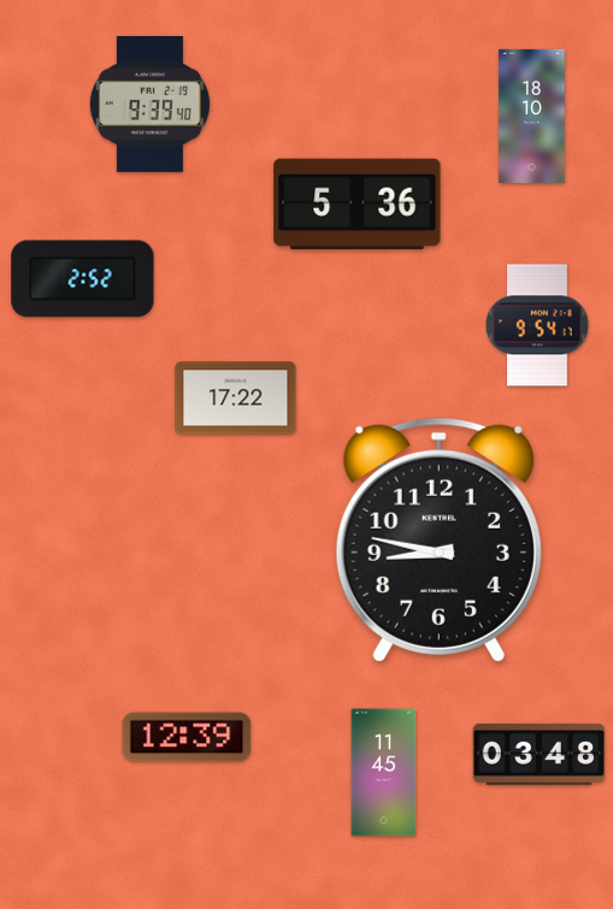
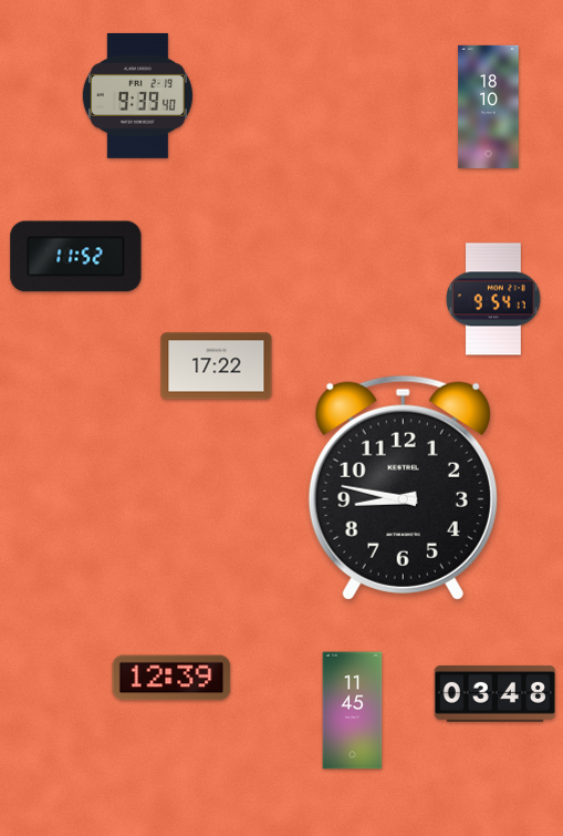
clock at (358, 205): 5:36 -> none
clock at (83, 279): 2:52 -> 11:52
clock at (438, 539) position: (438, 539) -> (403, 487)
